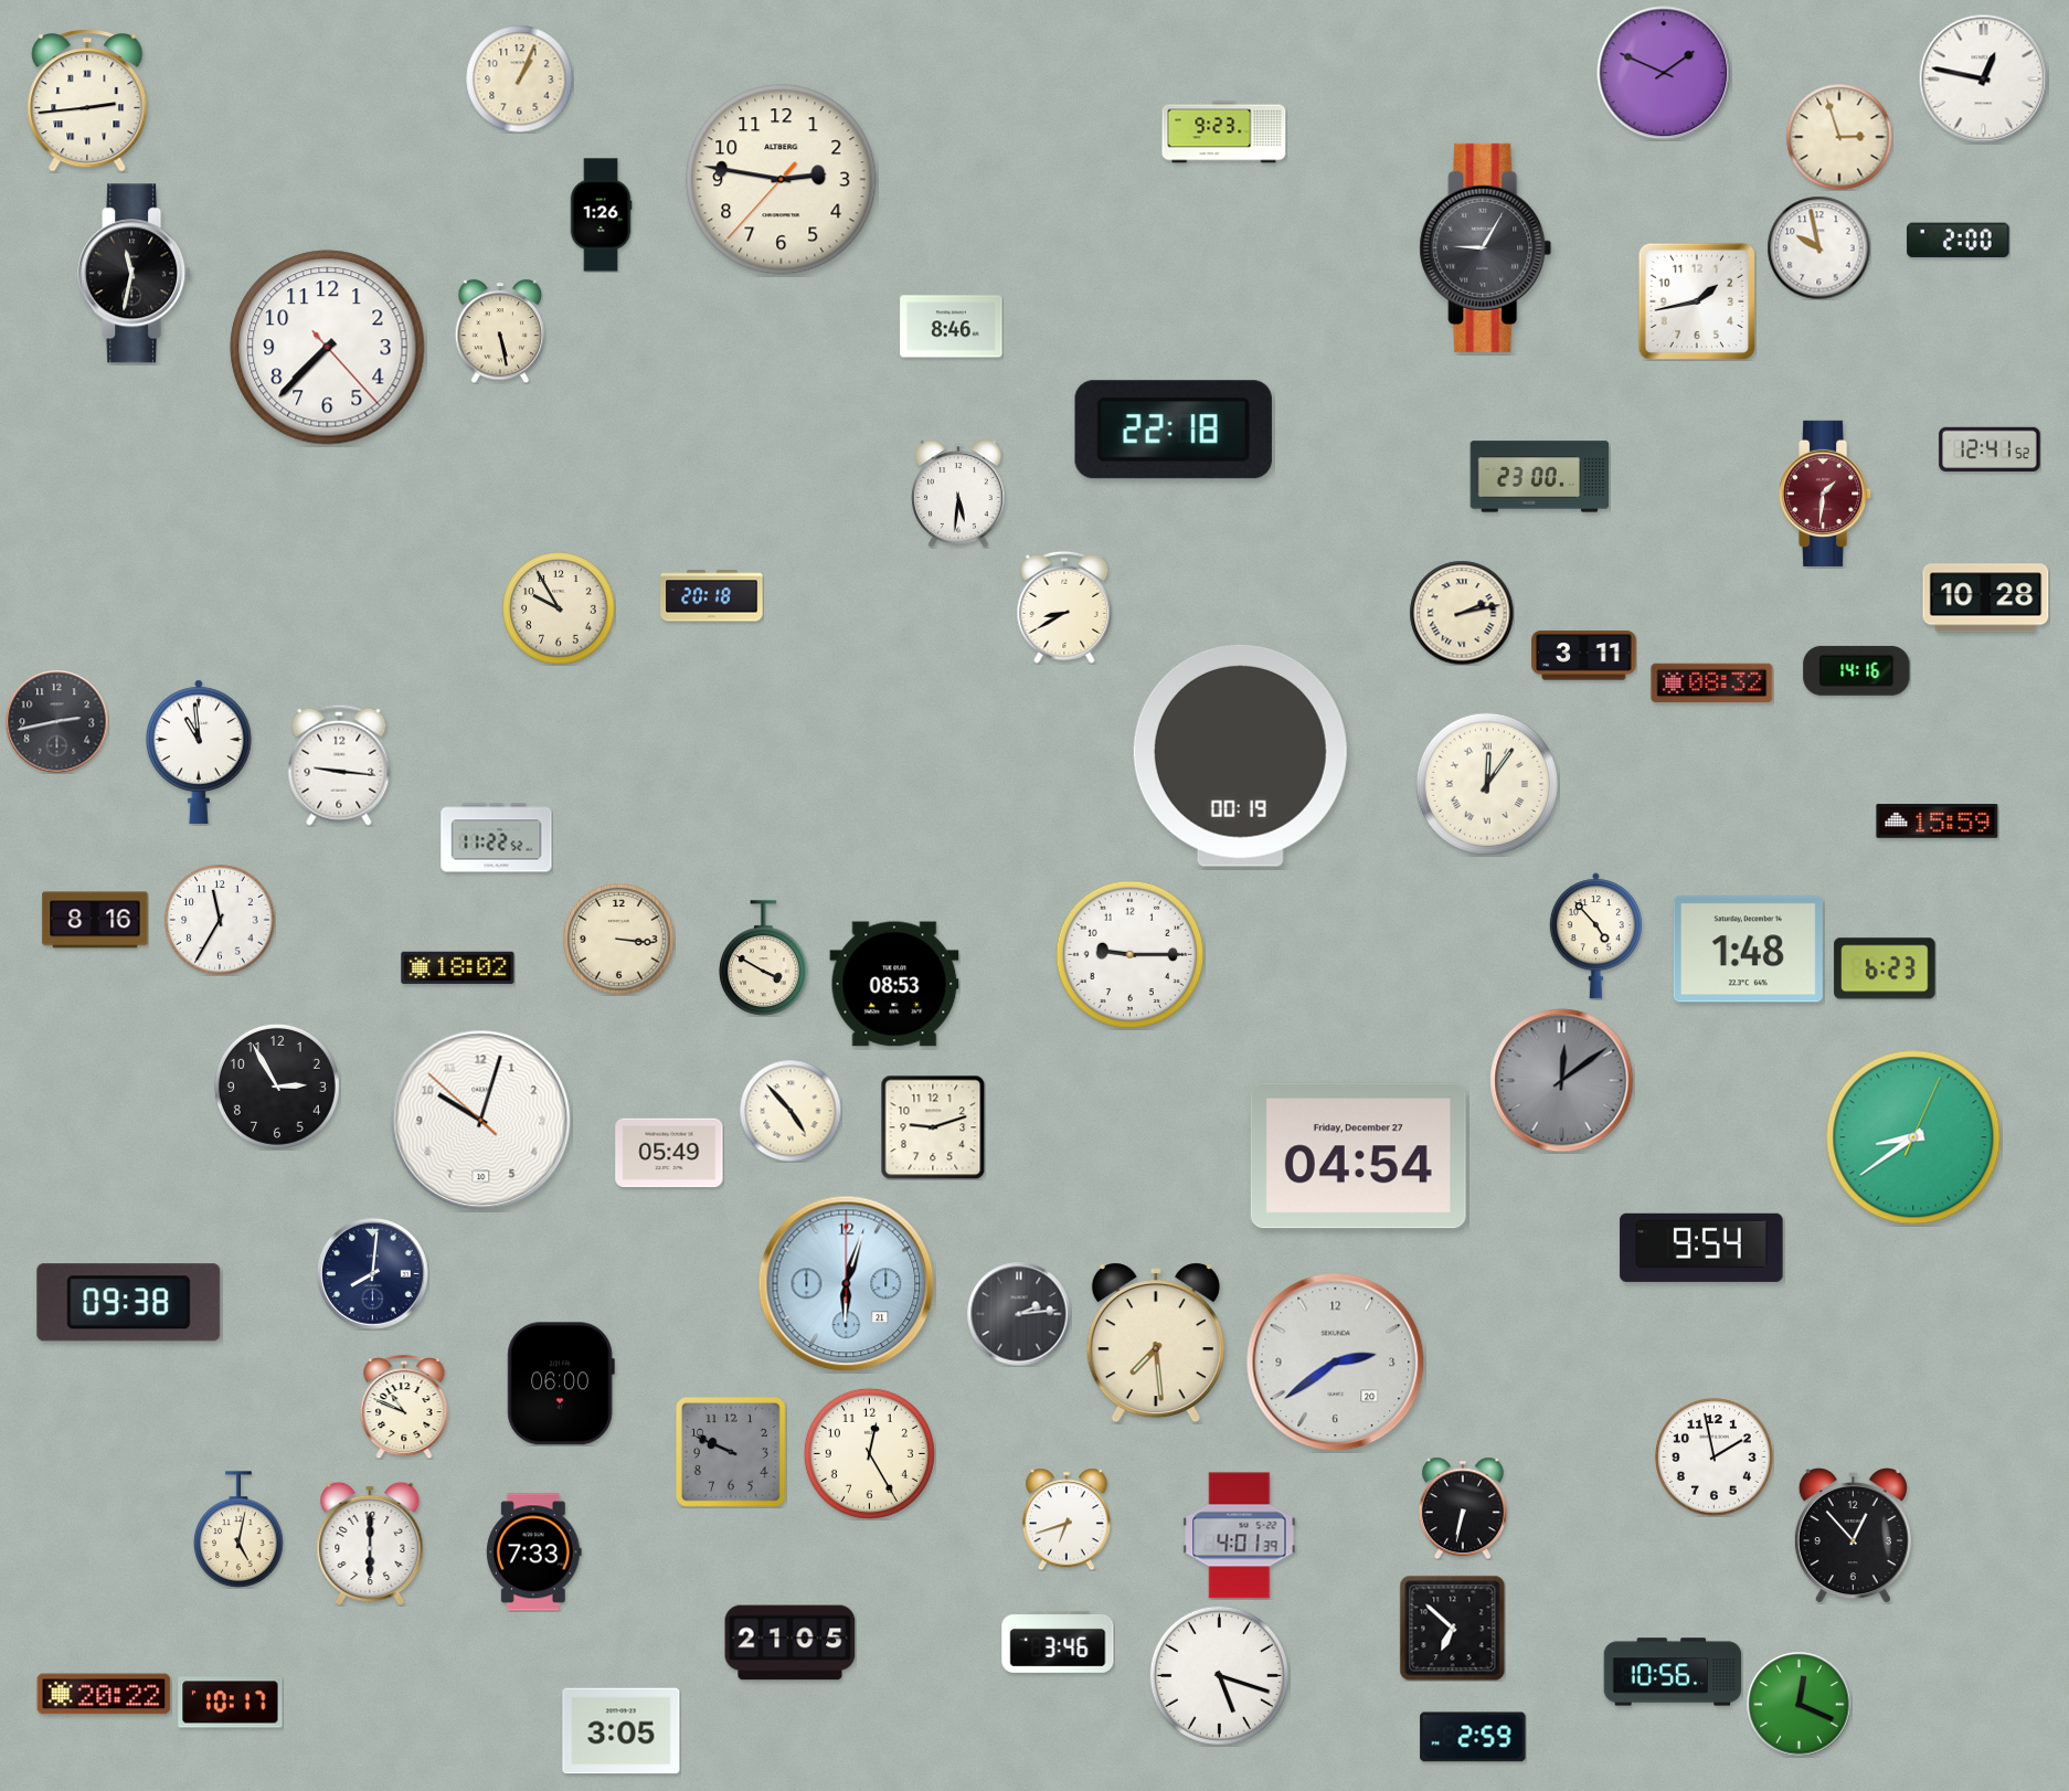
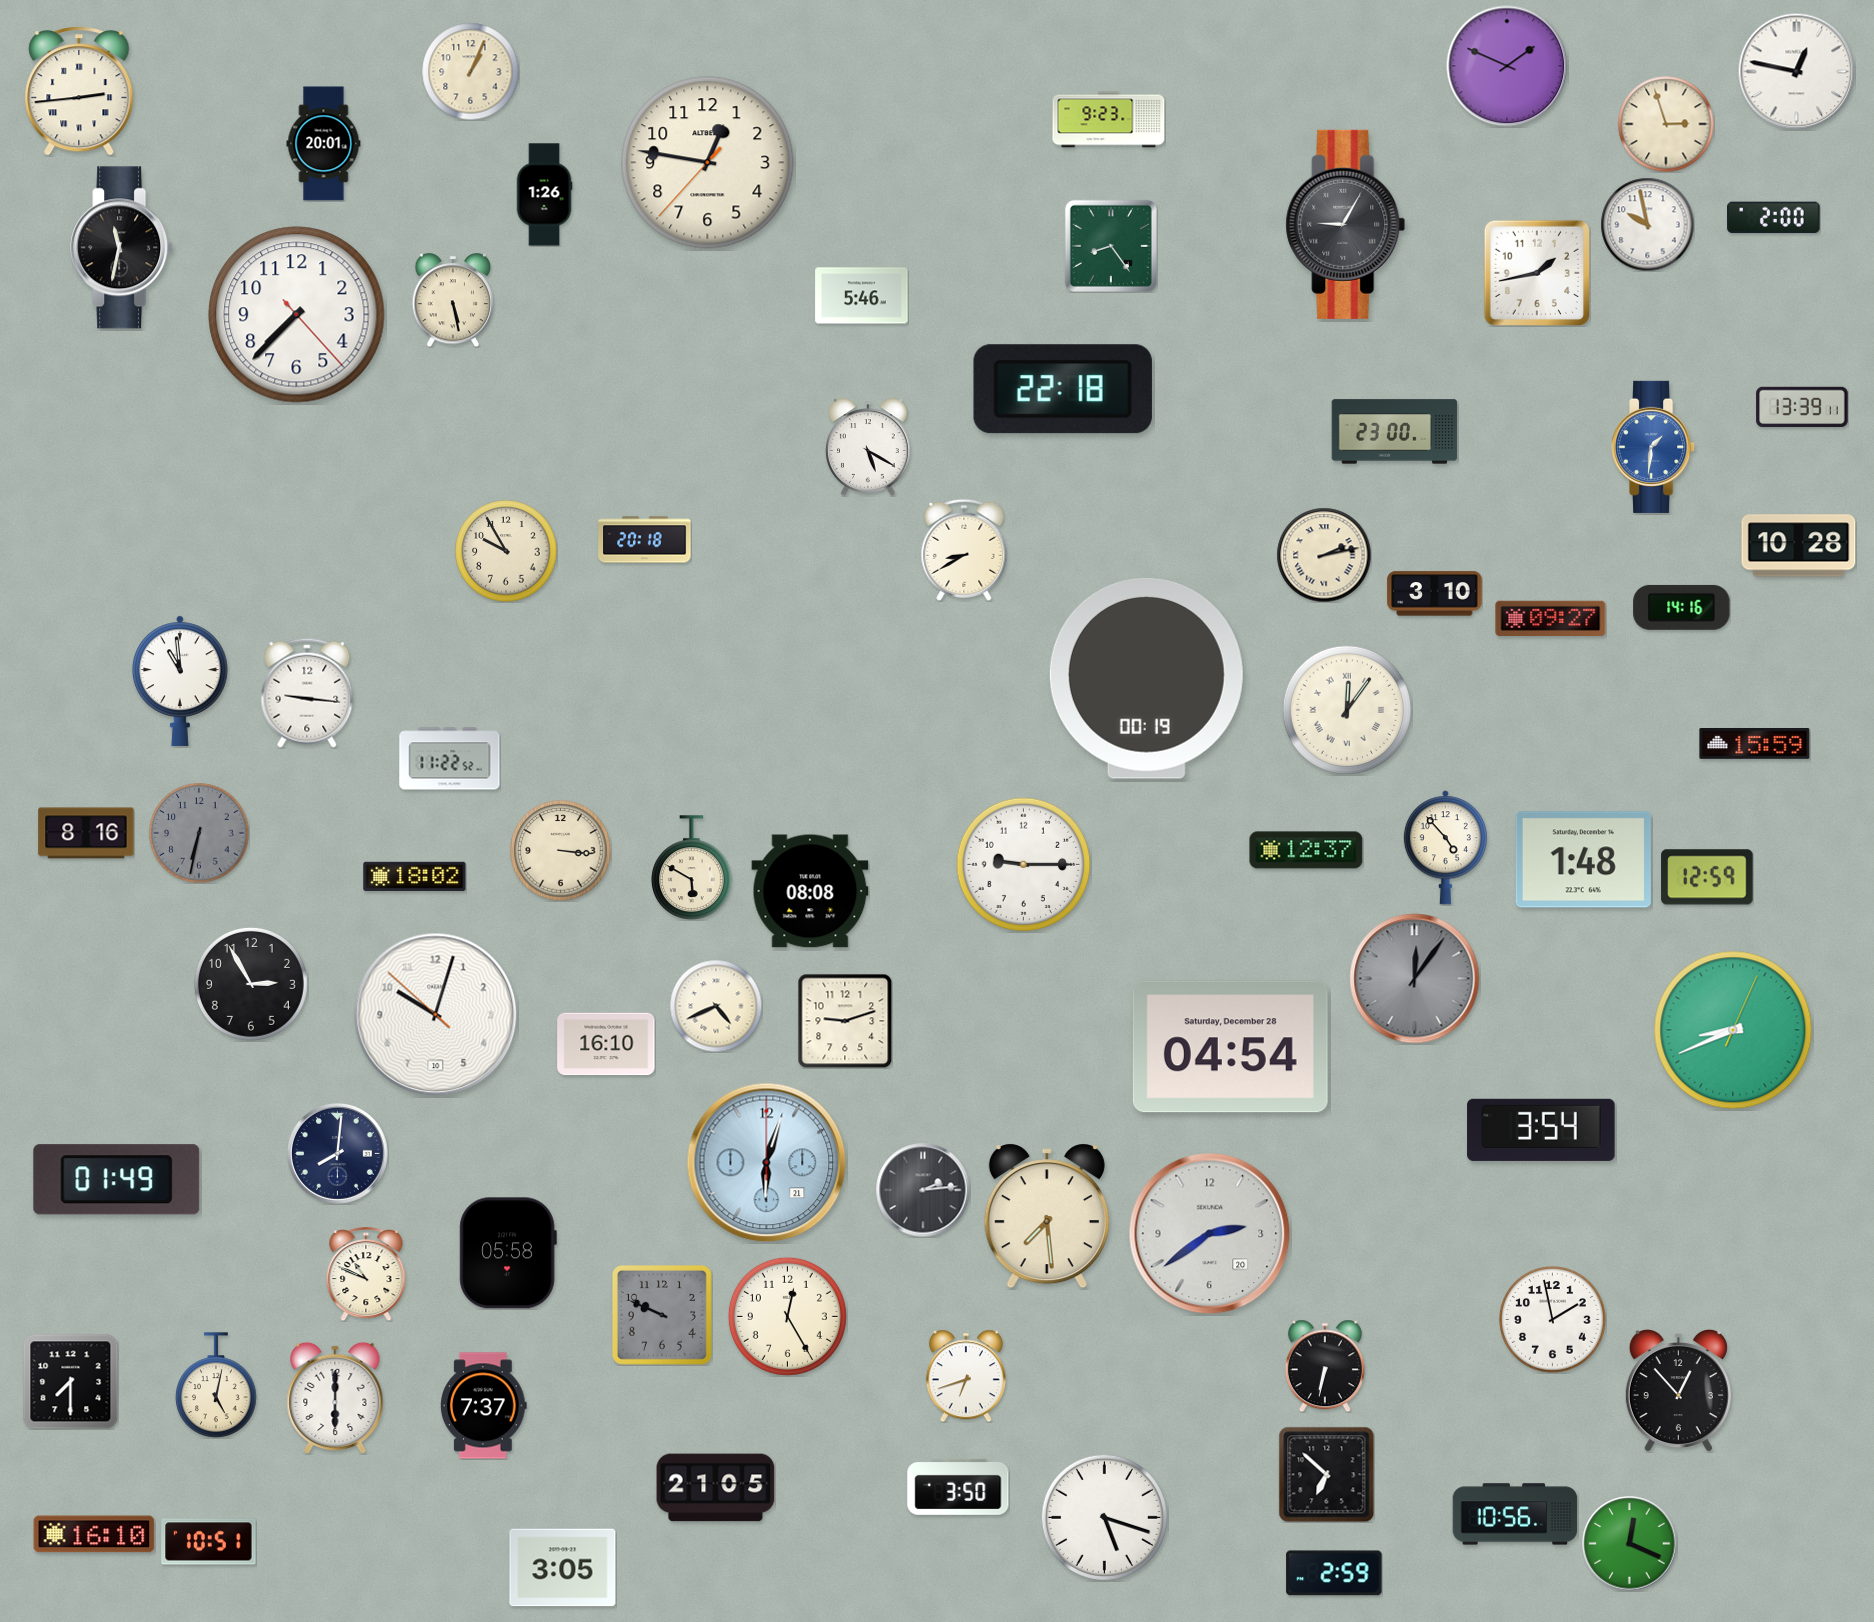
clock at (324, 144): none -> 20:01
clock at (782, 180): 2:46 -> 12:46
clock at (1111, 246): none -> 8:24
clock at (952, 327): 8:46 -> 5:46
clock at (1990, 449): 12:41 -> 13:39
clock at (958, 494): 5:31 -> 5:20
clock at (1826, 494) dial: burgundy -> blue
clock at (1986, 598) position: (1986, 598) -> (1799, 546)
clock at (1584, 656): 3:11 -> 3:10
clock at (1712, 682): 08:32 -> 09:27
clock at (56, 721): 2:43 -> none
clock at (1240, 755) position: (1240, 755) -> (1146, 678)
clock at (220, 920): 11:35 -> 6:32
clock at (220, 920) dial: white -> grey
clock at (1306, 850): none -> 12:37
clock at (764, 958): 3:50 -> 5:50
clock at (1885, 968): 6:23 -> 12:59
clock at (894, 984): 08:53 -> 08:08
clock at (1562, 1081): 12:09 -> 12:06
clock at (791, 1111): 4:53 -> 4:41
clock at (1913, 1137): 8:39 -> 8:41
clock at (669, 1153): 05:49 -> 16:10
clock at (1358, 1156) date: Friday, December 27 -> Saturday, December 28
clock at (1701, 1248): 9:54 -> 3:54
clock at (129, 1303): 09:38 -> 01:49
clock at (561, 1384): 06:00 -> 05:58
clock at (70, 1381): none -> 7:30
clock at (1240, 1536): 4:01 -> none
clock at (534, 1552): 7:33 -> 7:37
clock at (1452, 1628) position: (1452, 1628) -> (1326, 1474)
clock at (1058, 1642): 3:46 -> 3:50
clock at (104, 1694): 20:22 -> 16:10
clock at (231, 1703): 10:17 -> 10:51
